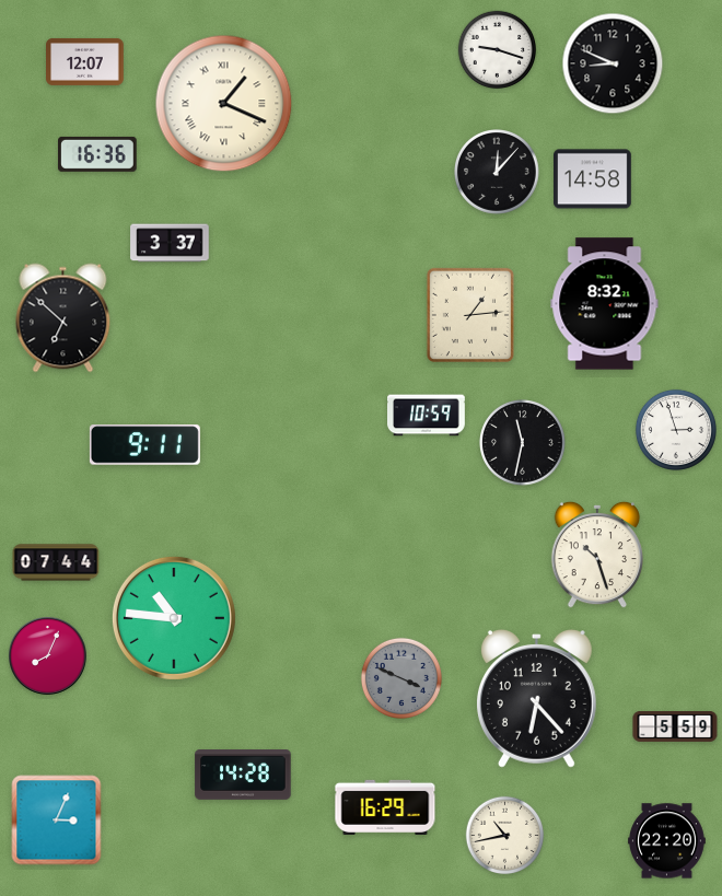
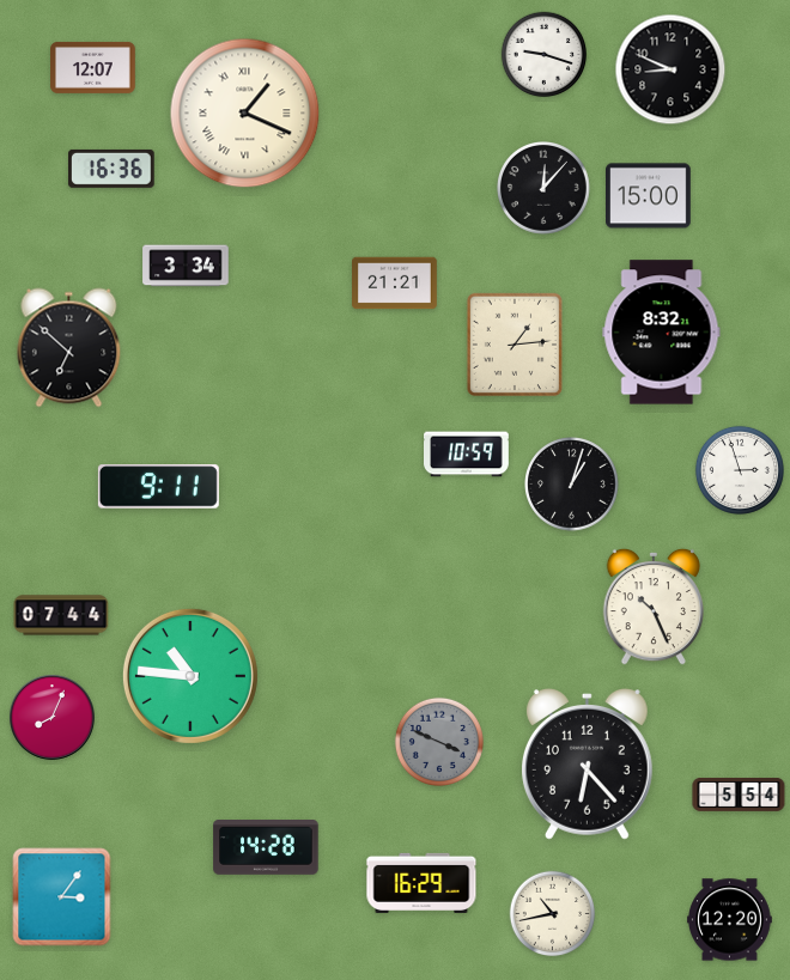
clock at (97, 154) position: (97, 154) -> (111, 169)
clock at (593, 179): 14:58 -> 15:00
clock at (170, 243): 3:37 -> 3:34
clock at (395, 284): none -> 21:21
clock at (523, 443): 11:32 -> 1:03
clock at (596, 555): 10:27 -> 10:26
clock at (675, 728): 5:59 -> 5:54
clock at (57, 821): 3:04 -> 3:06
clock at (667, 841): 22:20 -> 12:20
